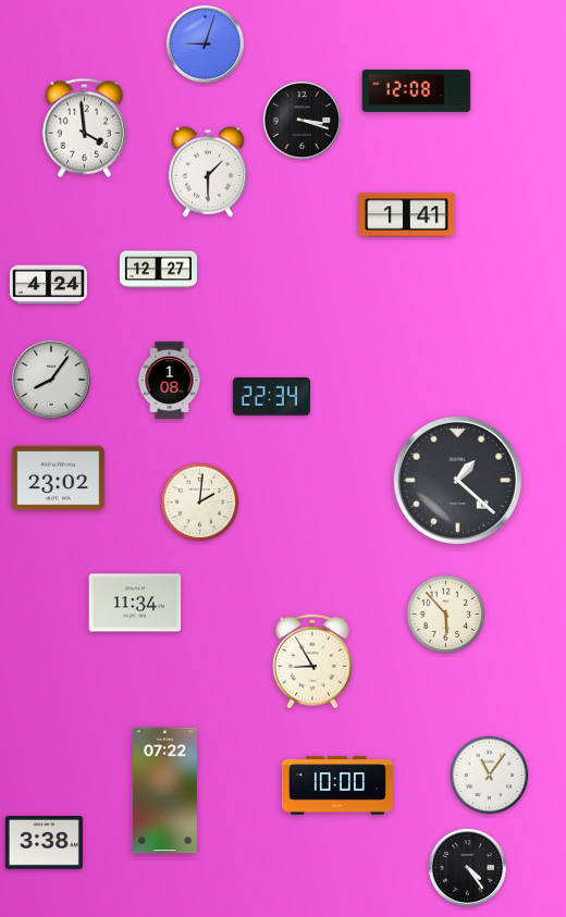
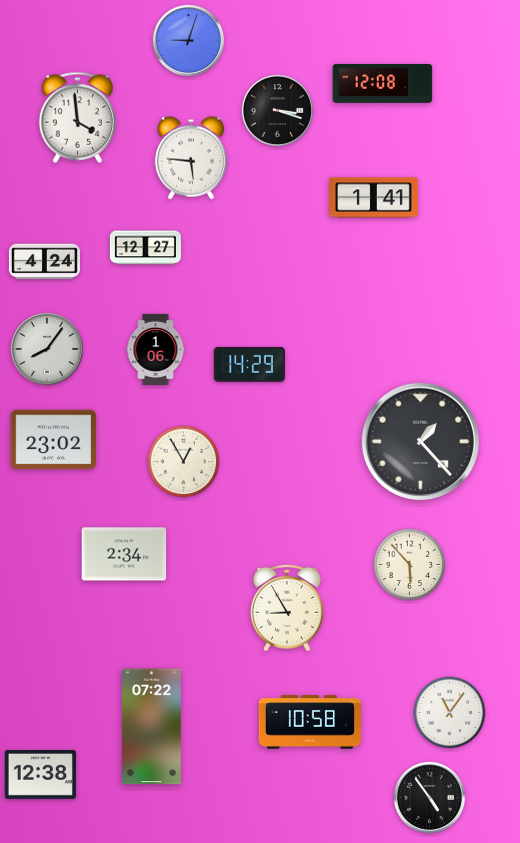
clock at (208, 172): 1:30 -> 5:46
clock at (170, 380): 1:08 -> 1:06
clock at (271, 396): 22:34 -> 14:29
clock at (457, 480): 1:22 -> 1:23
clock at (200, 503): 2:01 -> 12:55
clock at (135, 603): 11:34 -> 2:34
clock at (337, 785): 10:00 -> 10:58
clock at (44, 843): 3:38 -> 12:38
clock at (467, 867): 4:24 -> 4:54
